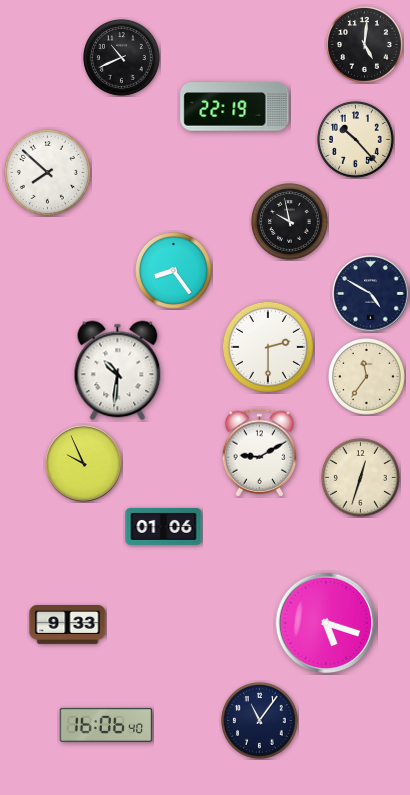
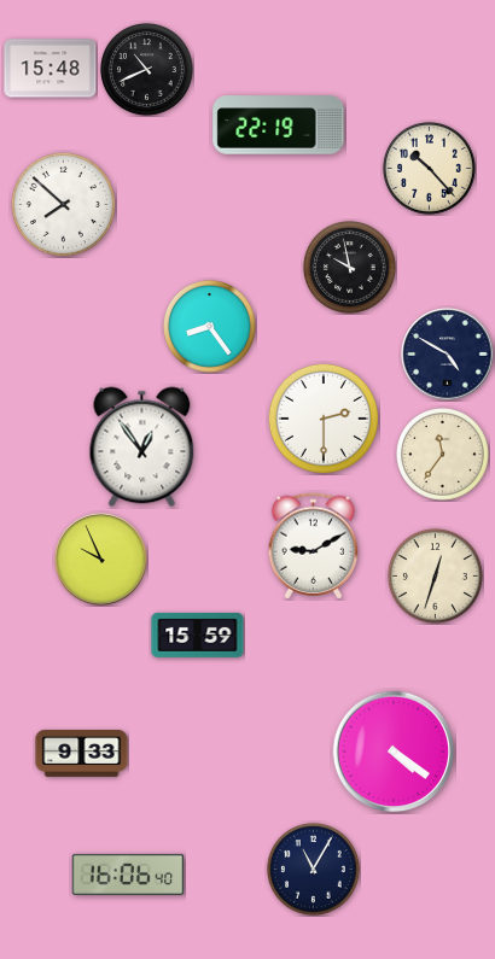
clock at (365, 45): 5:01 -> none
clock at (51, 69): none -> 15:48
clock at (235, 107) position: (235, 107) -> (279, 125)
clock at (47, 172) position: (47, 172) -> (63, 204)
clock at (118, 371): 10:31 -> 12:54
clock at (164, 526): 01:06 -> 15:59
clock at (326, 623): 5:18 -> 4:21
clock at (260, 721): 11:06 -> 11:05
